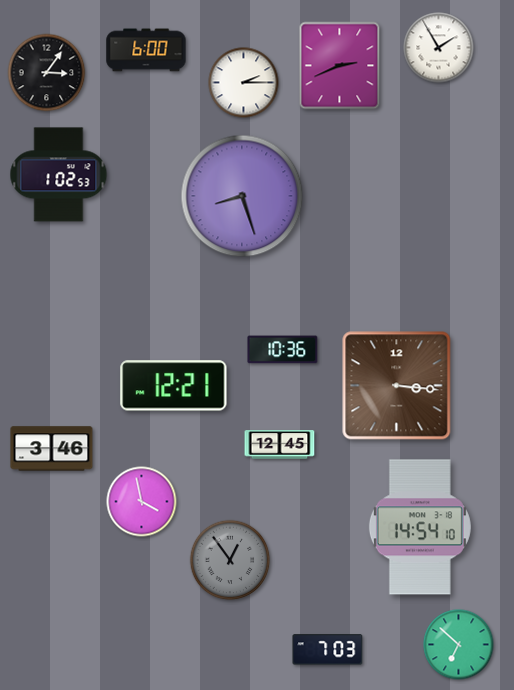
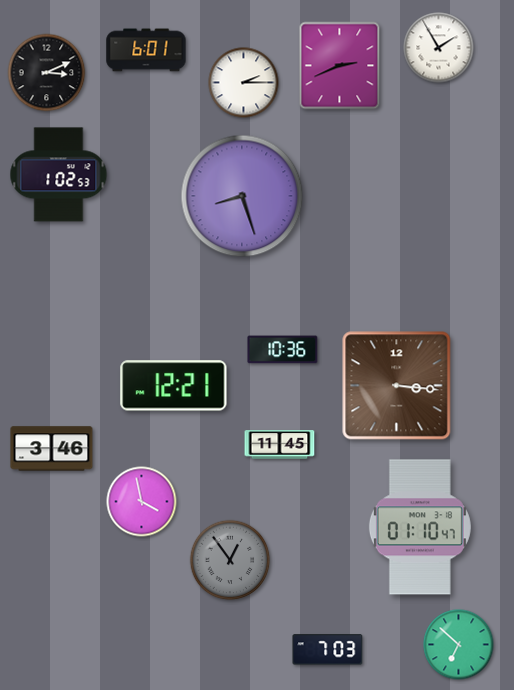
clock at (146, 50): 6:00 -> 6:01
clock at (47, 73): 3:06 -> 3:11
clock at (280, 445): 12:45 -> 11:45
clock at (420, 527): 14:54 -> 01:10
